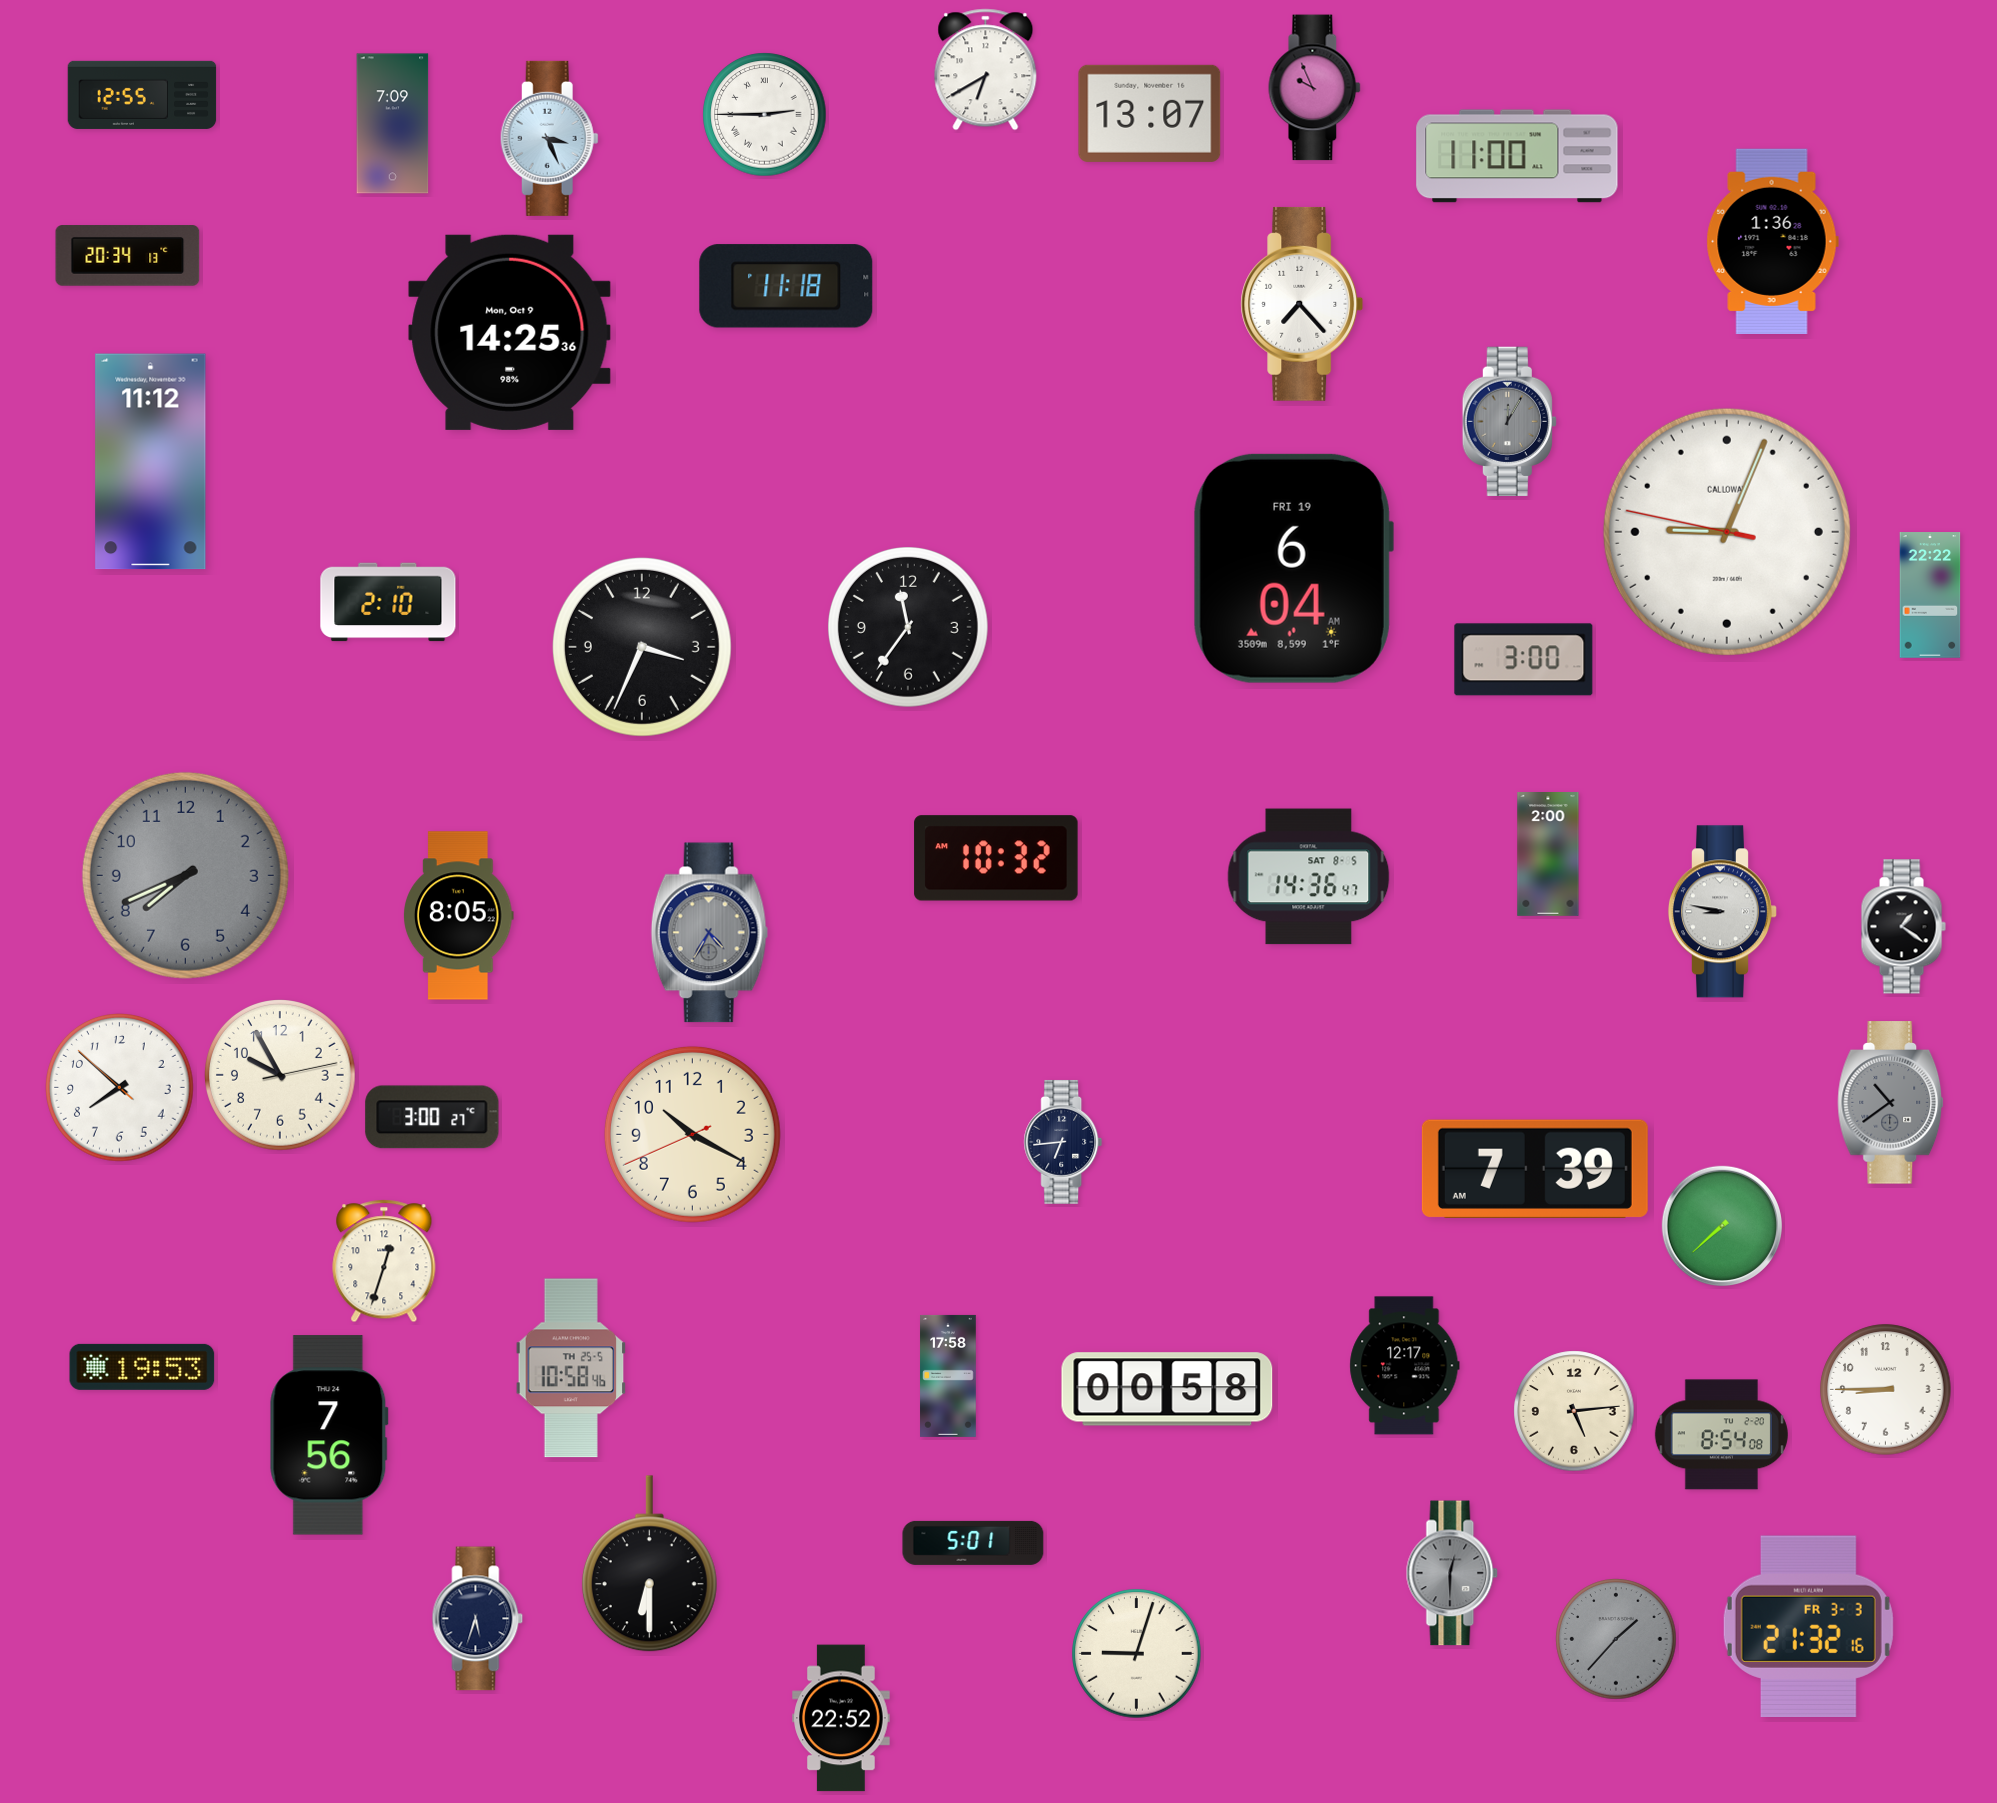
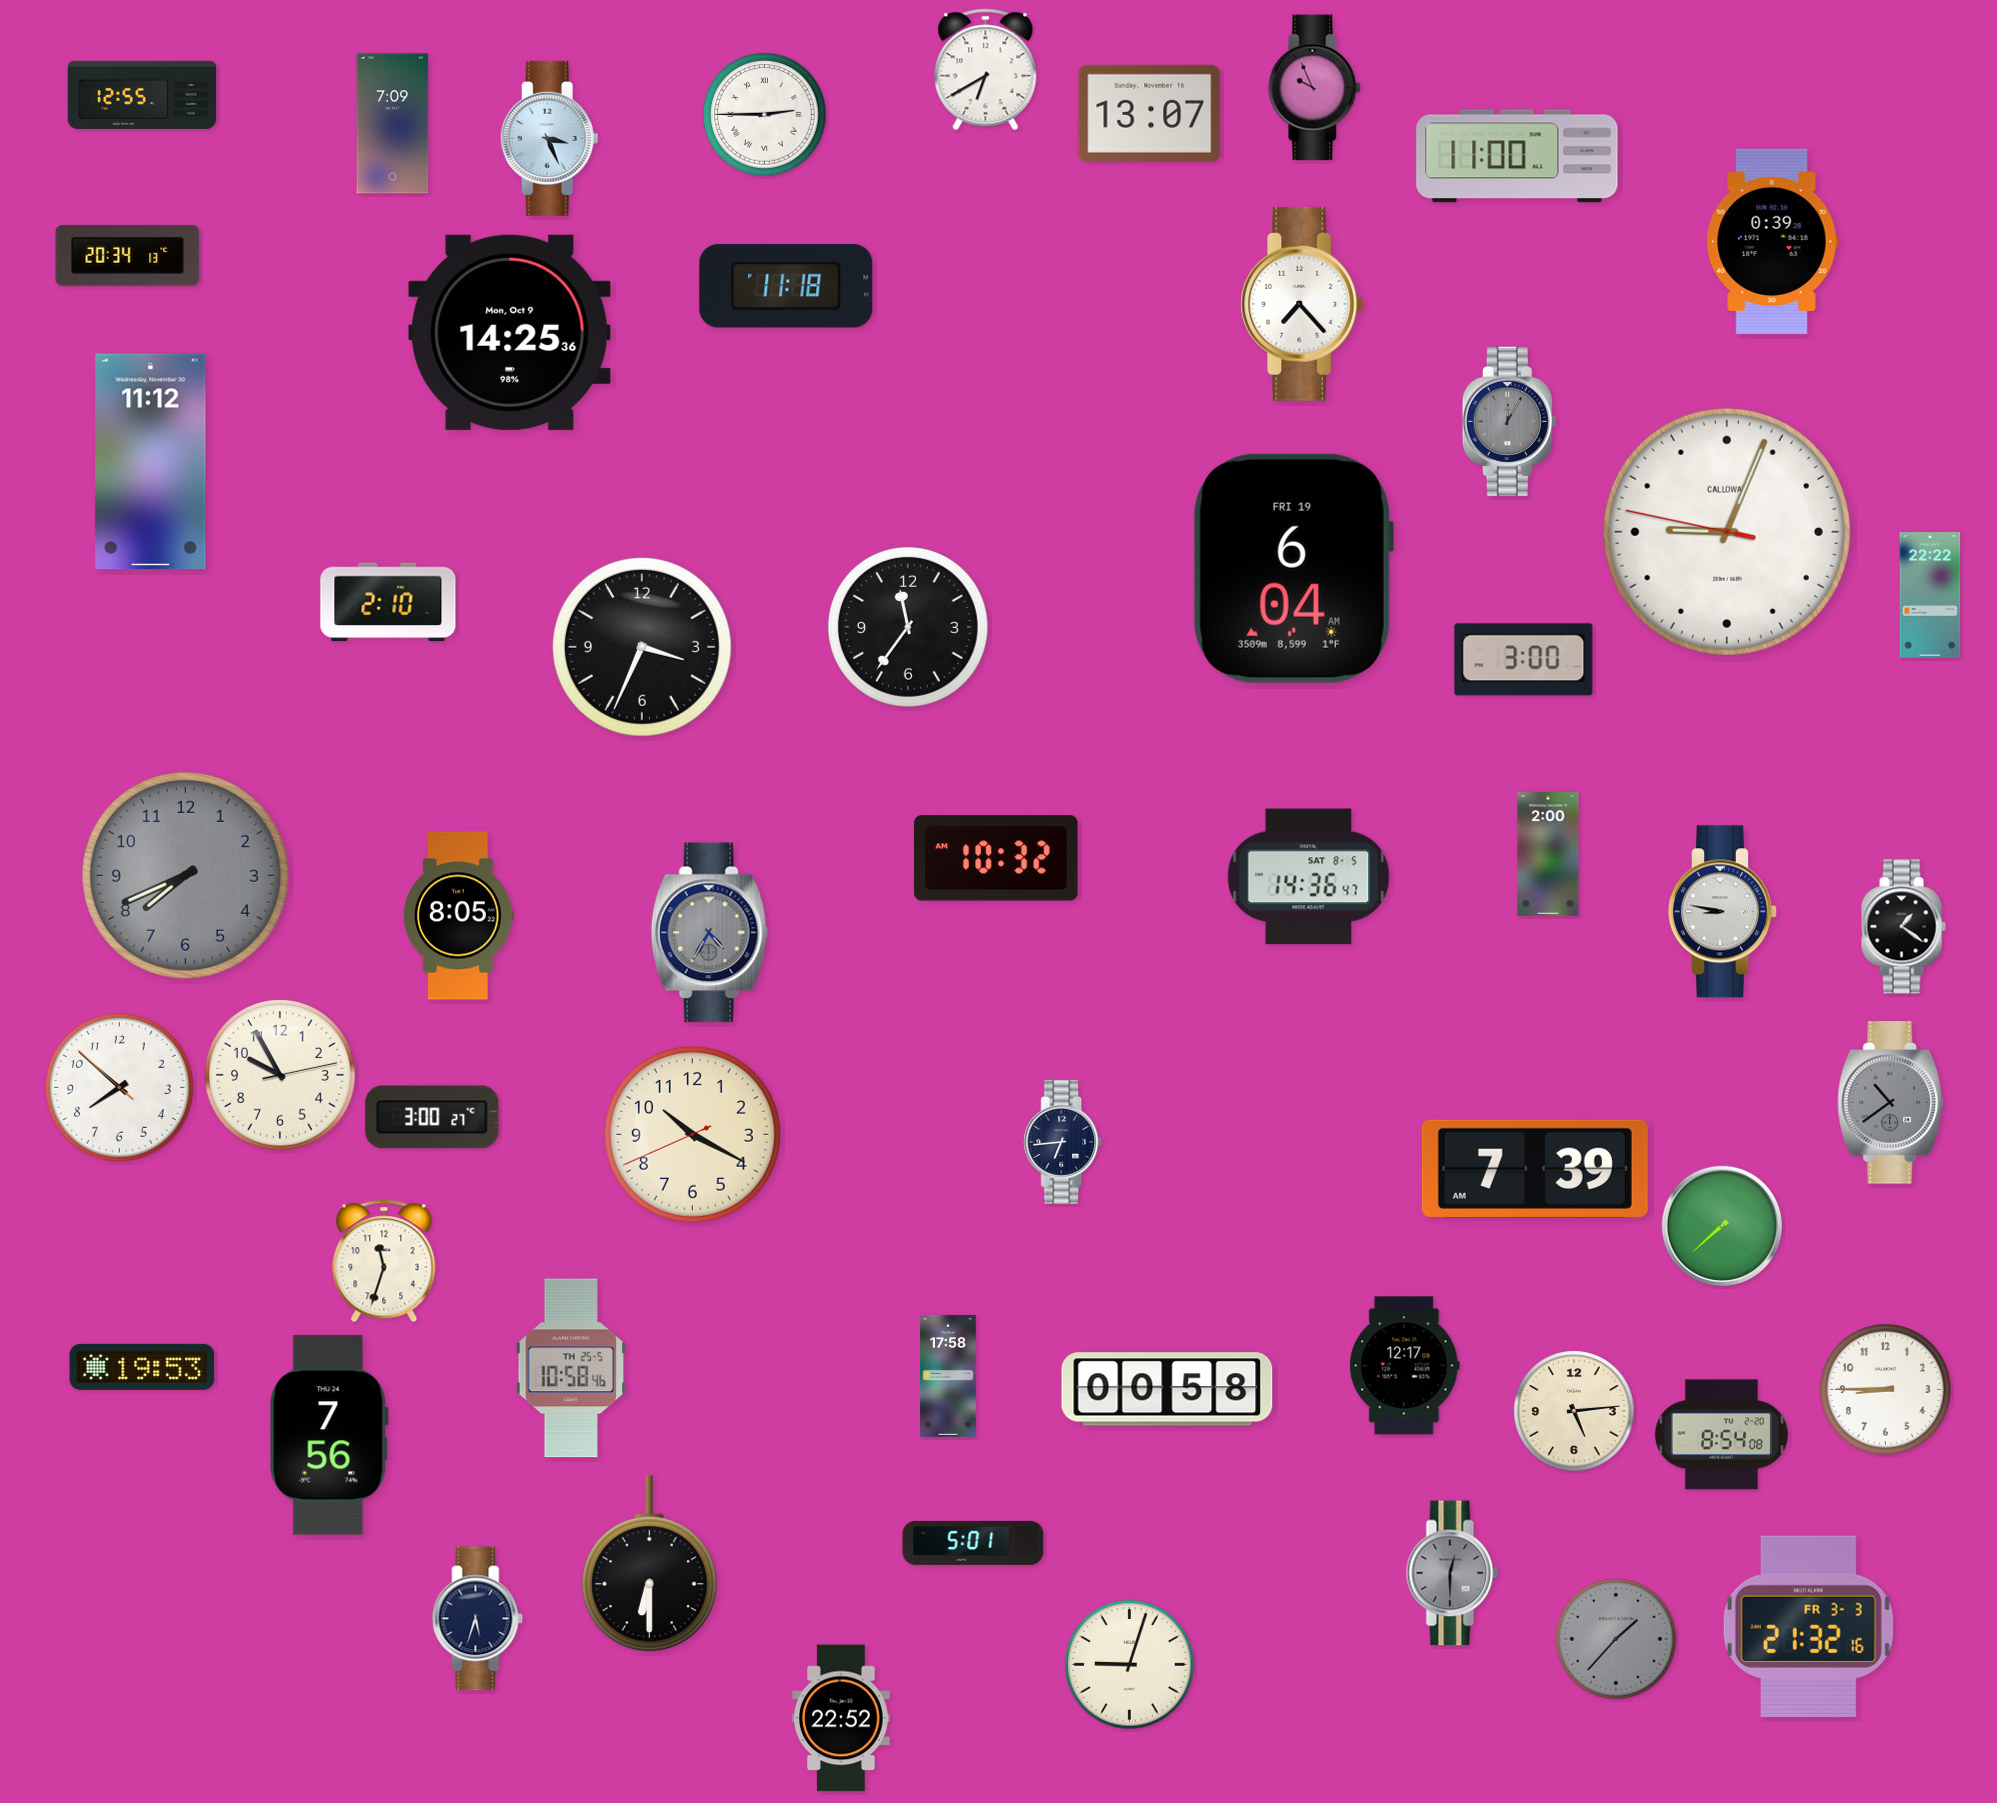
clock at (1772, 241): 1:36 -> 0:39
clock at (384, 1261): 12:33 -> 11:33
clock at (1137, 1654) position: (1137, 1654) -> (1130, 1665)
